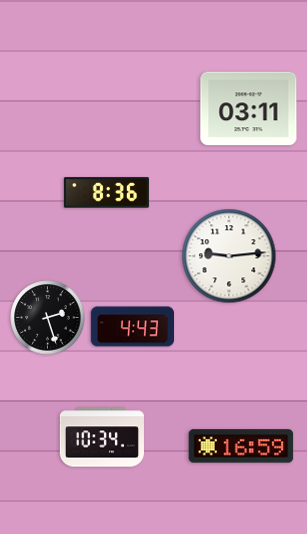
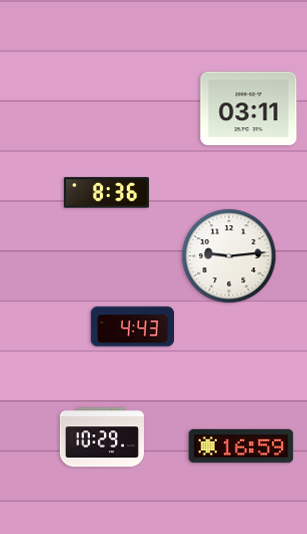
clock at (48, 318): 2:27 -> none
clock at (102, 437): 10:34 -> 10:29
